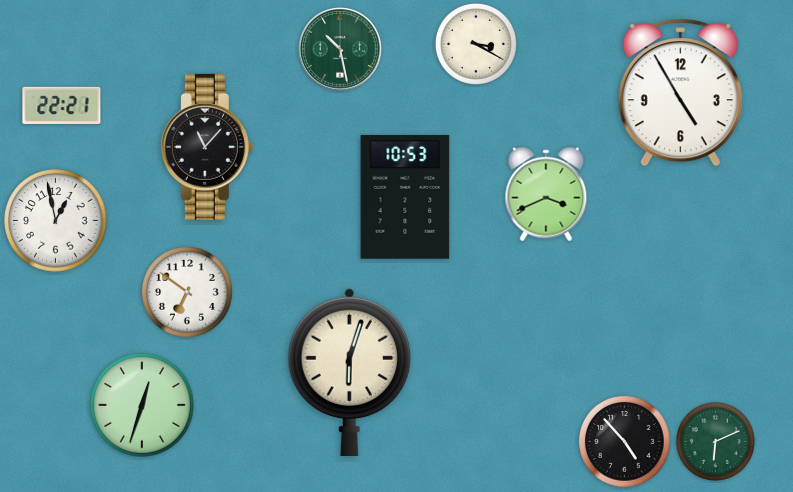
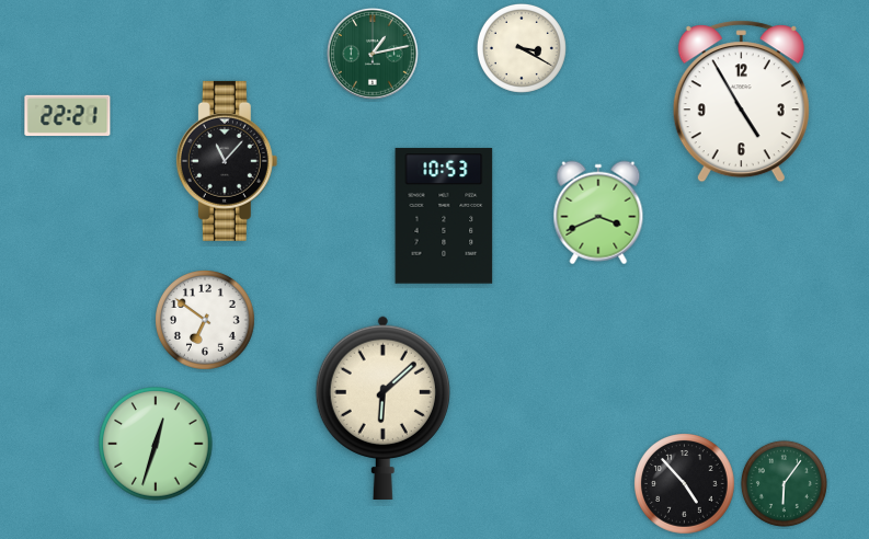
clock at (340, 49): 10:28 -> 1:13
clock at (680, 93) position: (680, 93) -> (741, 102)
clock at (56, 221): 12:58 -> none
clock at (349, 372): 6:03 -> 6:08
clock at (715, 441): 6:11 -> 6:06
